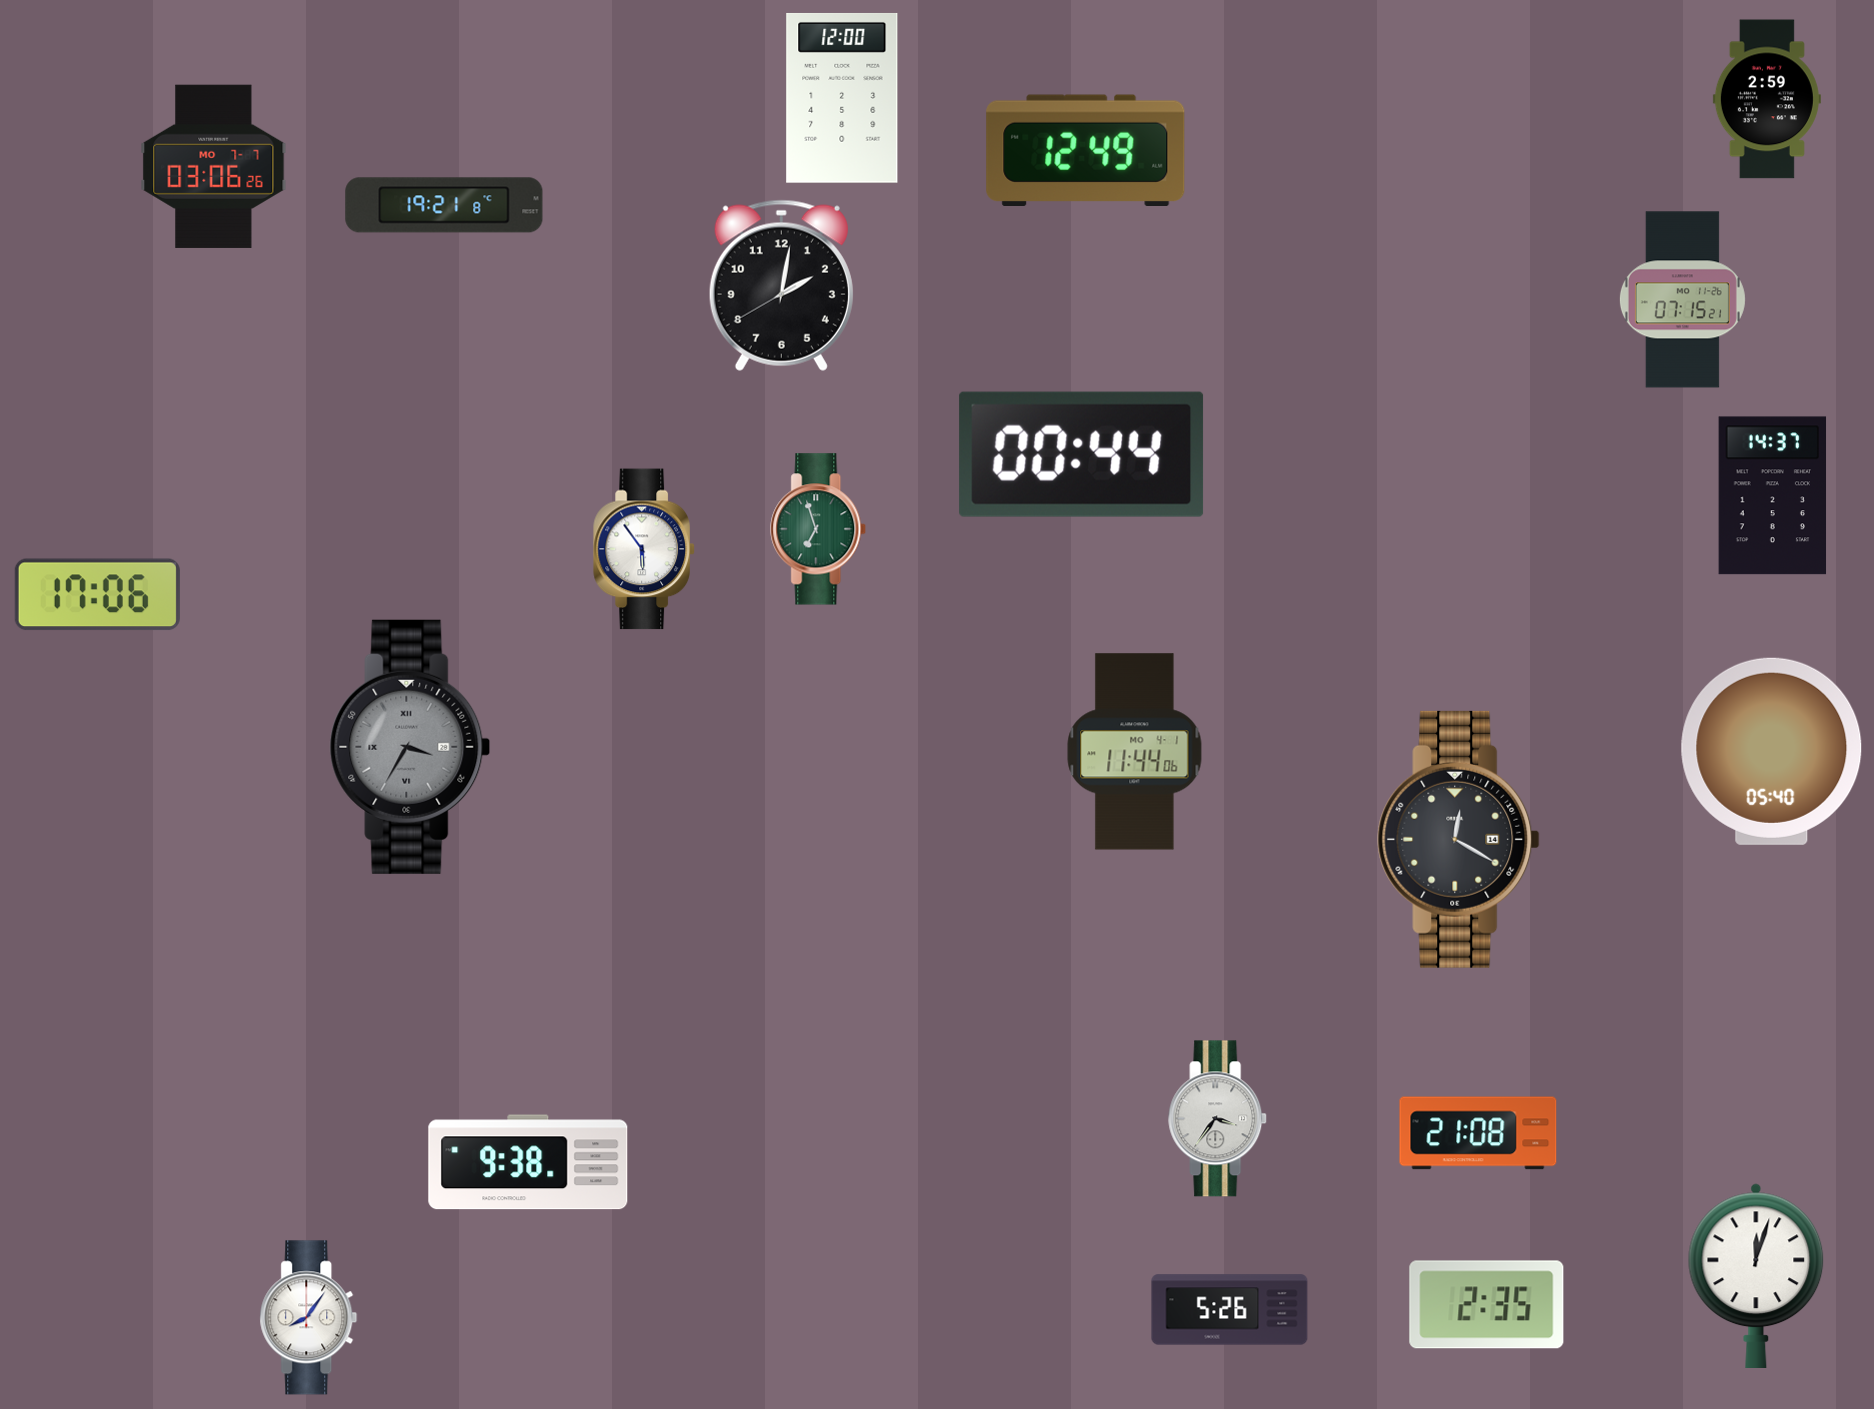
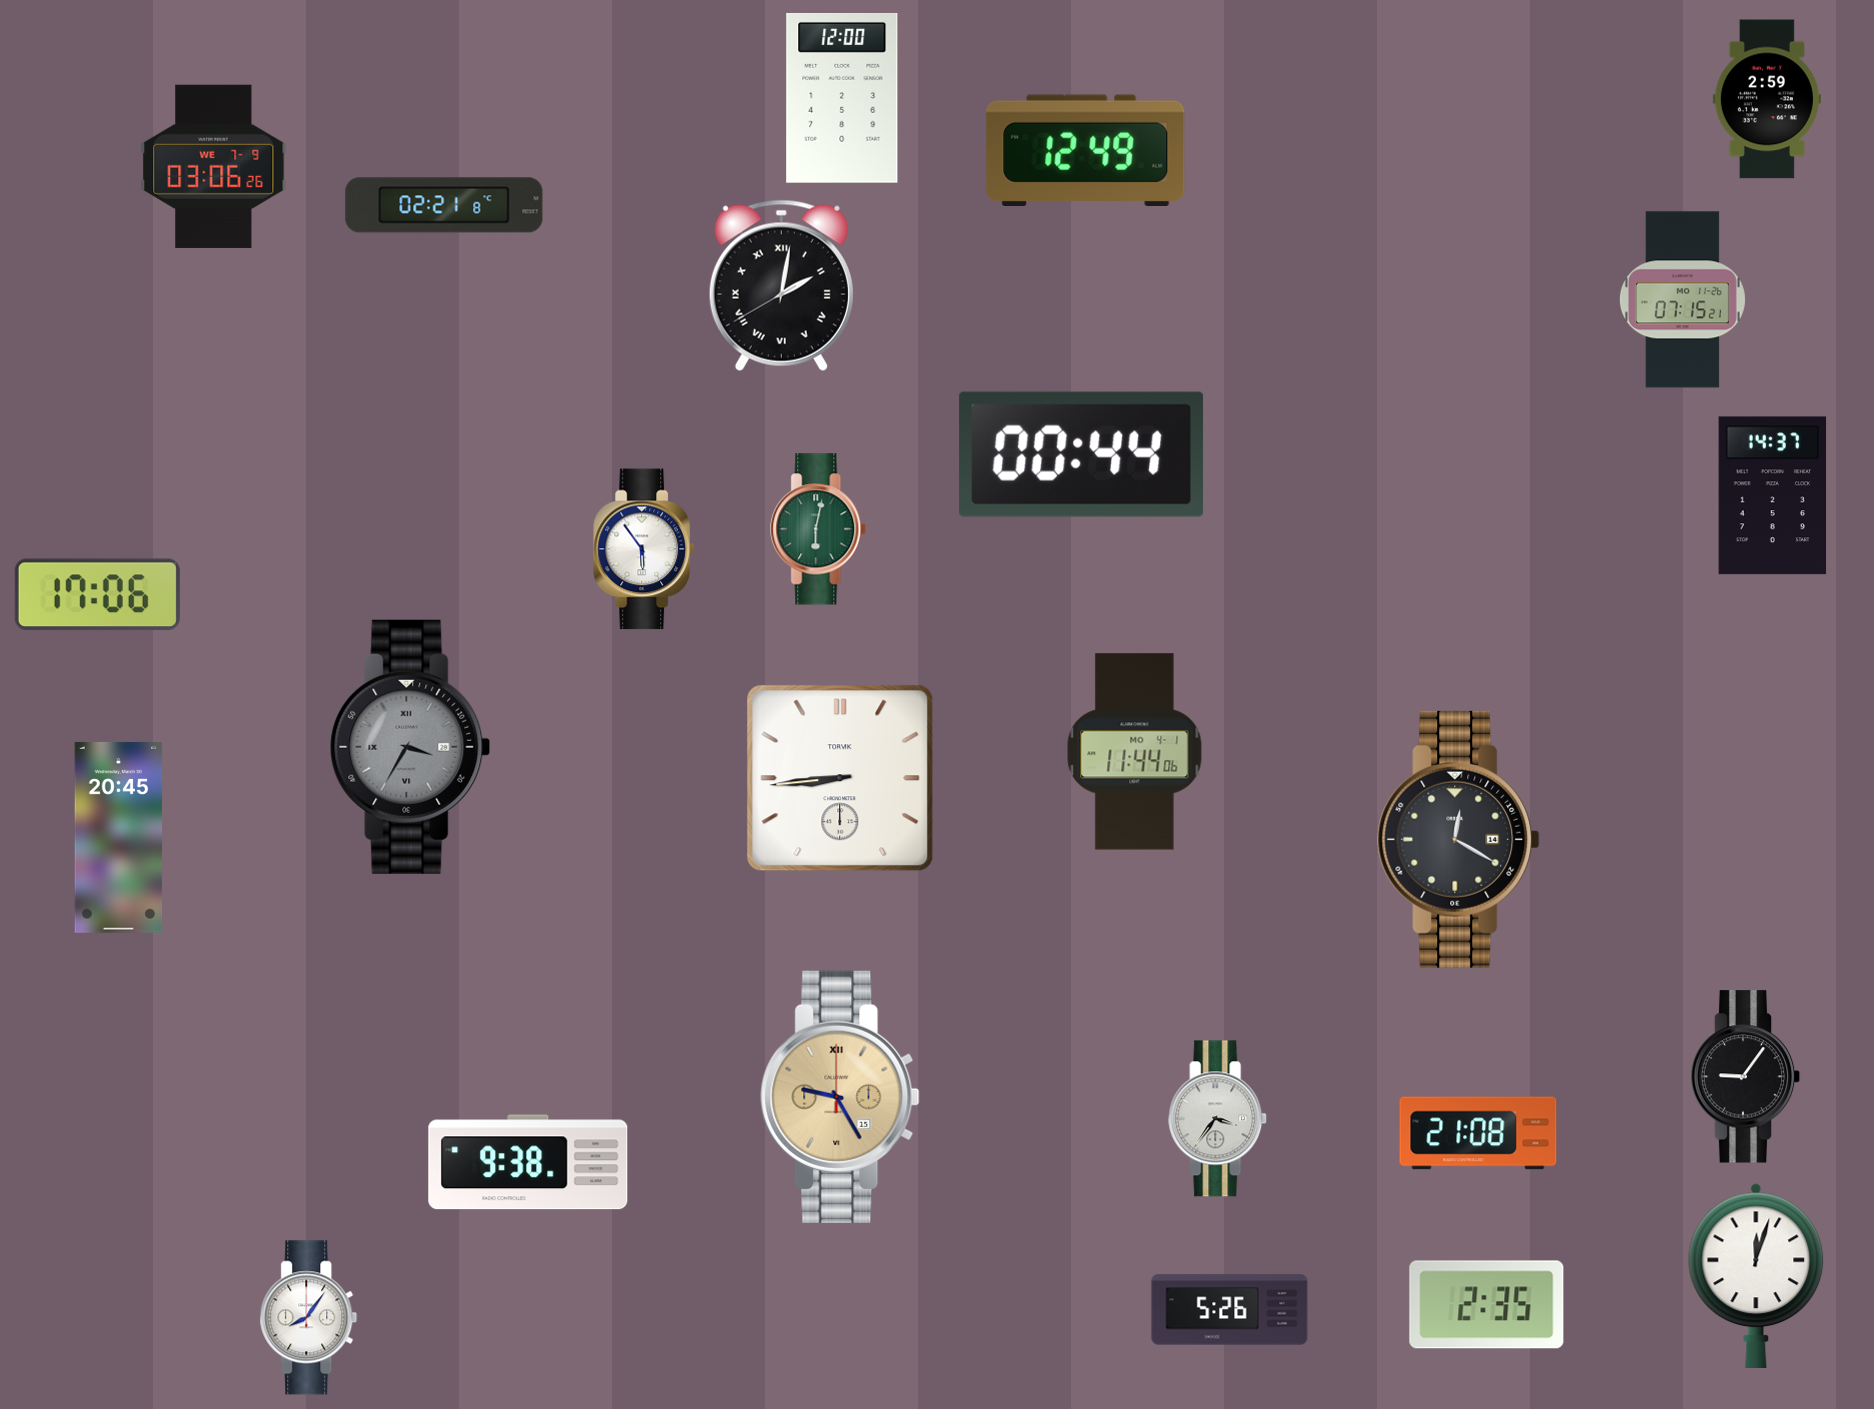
clock at (214, 166) date: MO 7-7 -> WE 7-9
clock at (444, 205): 19:21 -> 02:21
clock at (781, 285) numerals: Arabic -> Roman
clock at (819, 529): 6:57 -> 6:02
clock at (1772, 751): 05:40 -> none
clock at (840, 778): none -> 8:44
clock at (119, 837): none -> 20:45
clock at (1746, 1077): none -> 9:06
clock at (840, 1097): none -> 9:25
